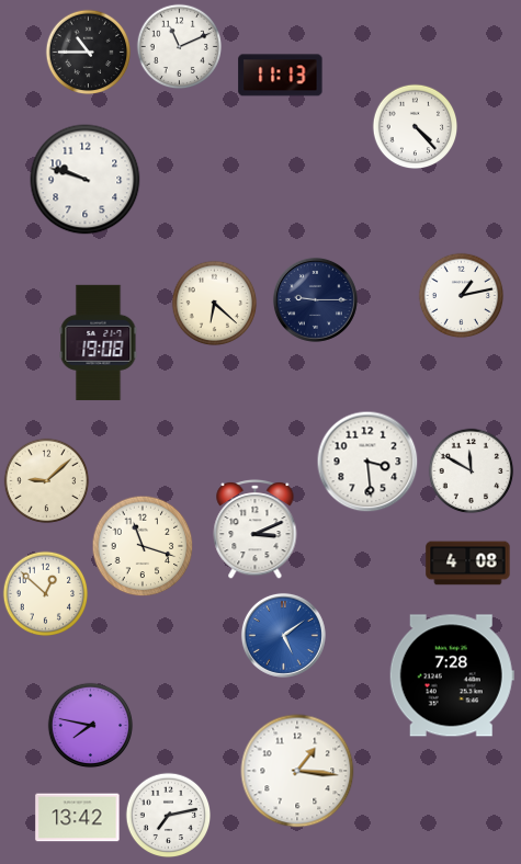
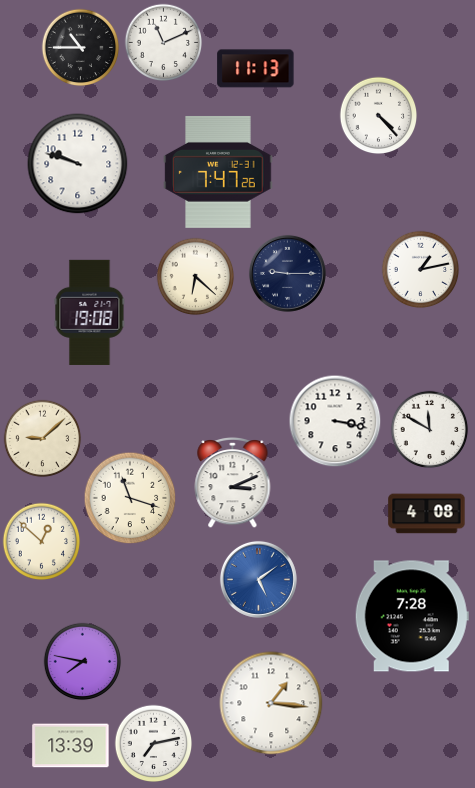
clock at (218, 172): none -> 7:47
clock at (367, 462): 3:29 -> 3:17
clock at (78, 818): 13:42 -> 13:39
